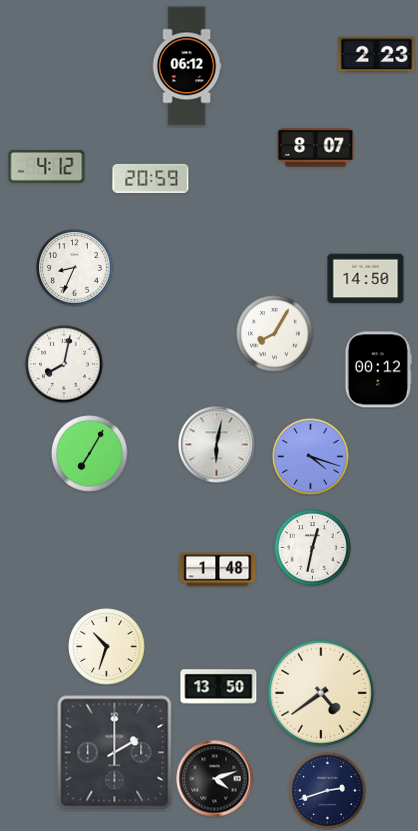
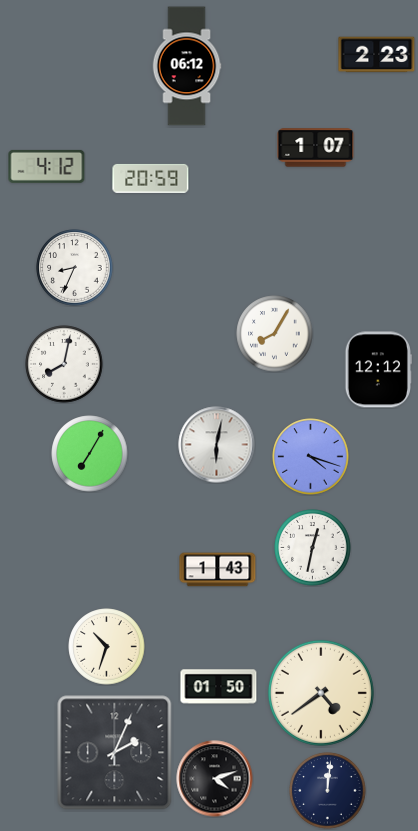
clock at (316, 148): 8:07 -> 1:07
clock at (366, 279): 14:50 -> none
clock at (378, 370): 00:12 -> 12:12
clock at (218, 570): 1:48 -> 1:43
clock at (219, 687): 13:50 -> 01:50
clock at (115, 753): 2:00 -> 2:04
clock at (328, 791): 2:42 -> 12:01
